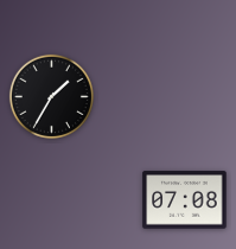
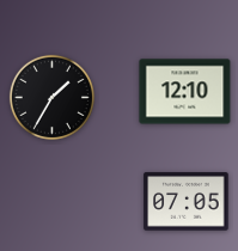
clock at (185, 92): none -> 12:10
clock at (185, 200): 07:08 -> 07:05
